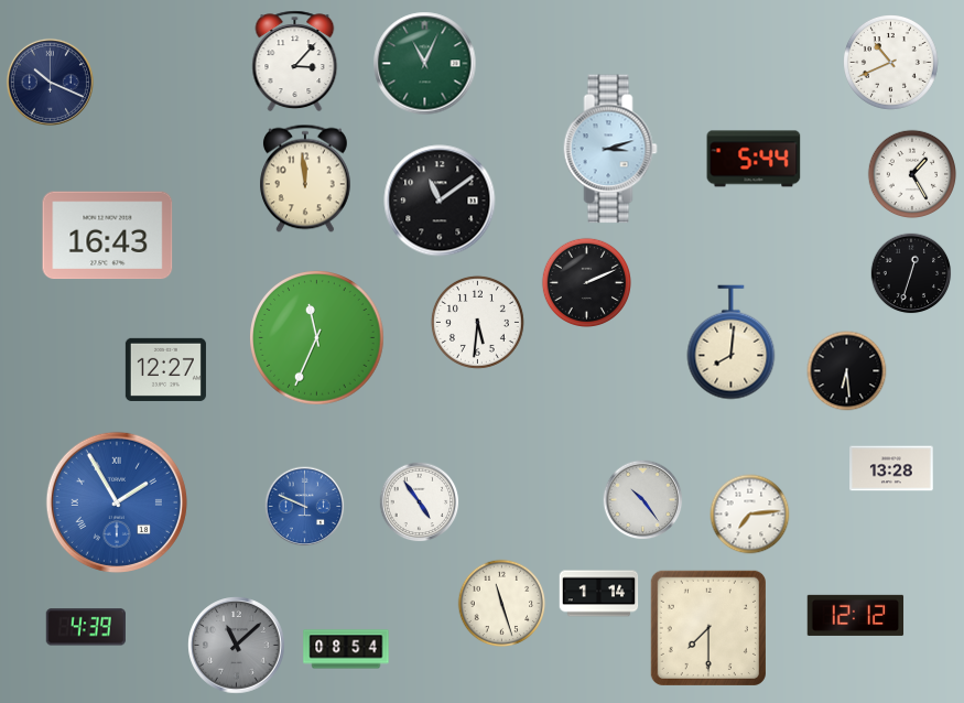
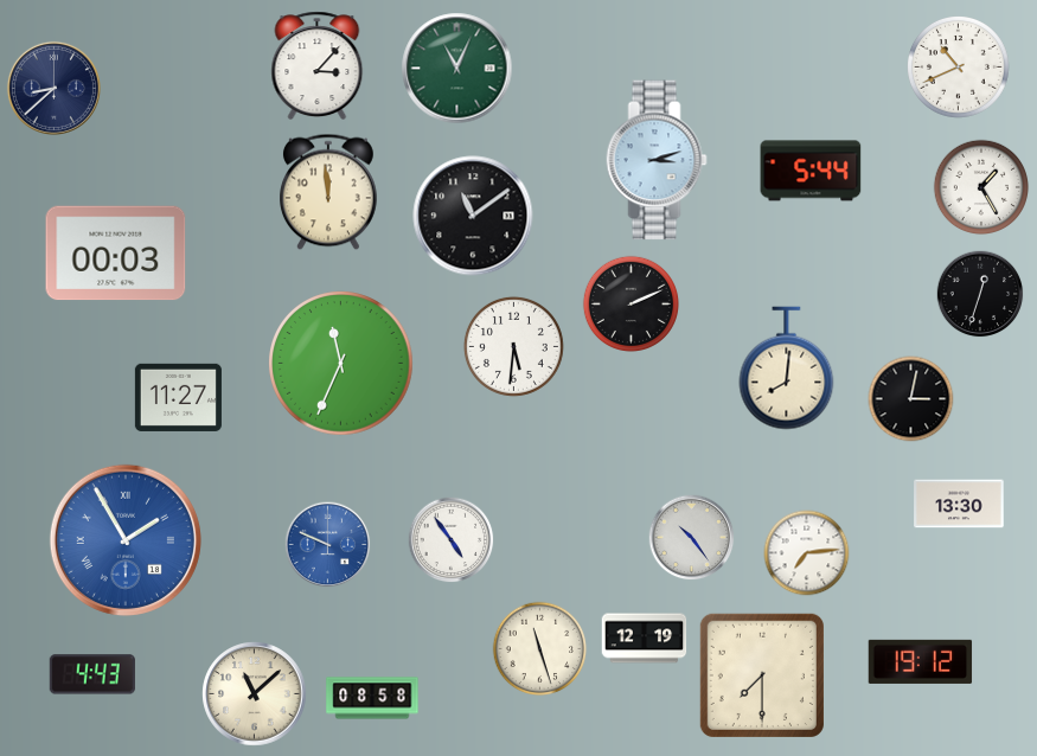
clock at (50, 82): 10:19 -> 8:38
clock at (108, 236): 16:43 -> 00:03
clock at (165, 369): 12:27 -> 11:27
clock at (847, 371): 6:29 -> 3:02
clock at (891, 468): 13:28 -> 13:30
clock at (599, 594): 1:14 -> 12:19
clock at (856, 615): 12:12 -> 19:12
clock at (86, 627): 4:39 -> 4:43
clock at (237, 646) dial: grey -> cream
clock at (346, 649): 08:54 -> 08:58
